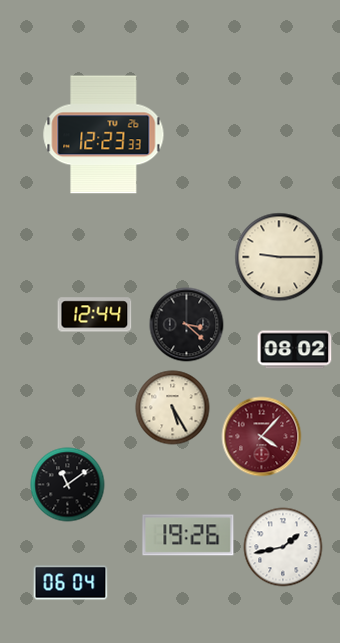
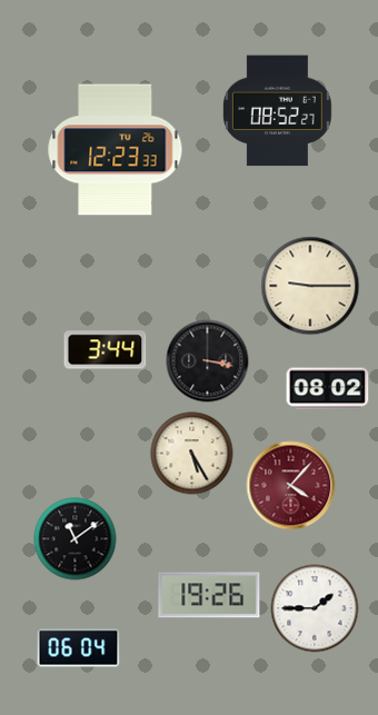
clock at (277, 111): none -> 08:52
clock at (95, 315): 12:44 -> 3:44
clock at (187, 325): 3:22 -> 3:17
clock at (283, 547): 1:43 -> 1:45
